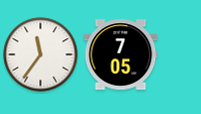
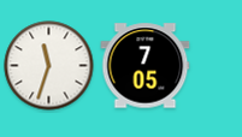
clock at (41, 55): 11:36 -> 11:33
